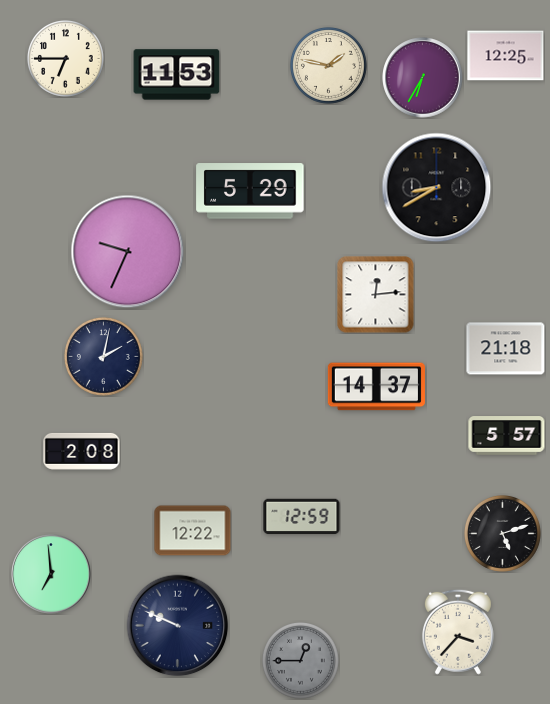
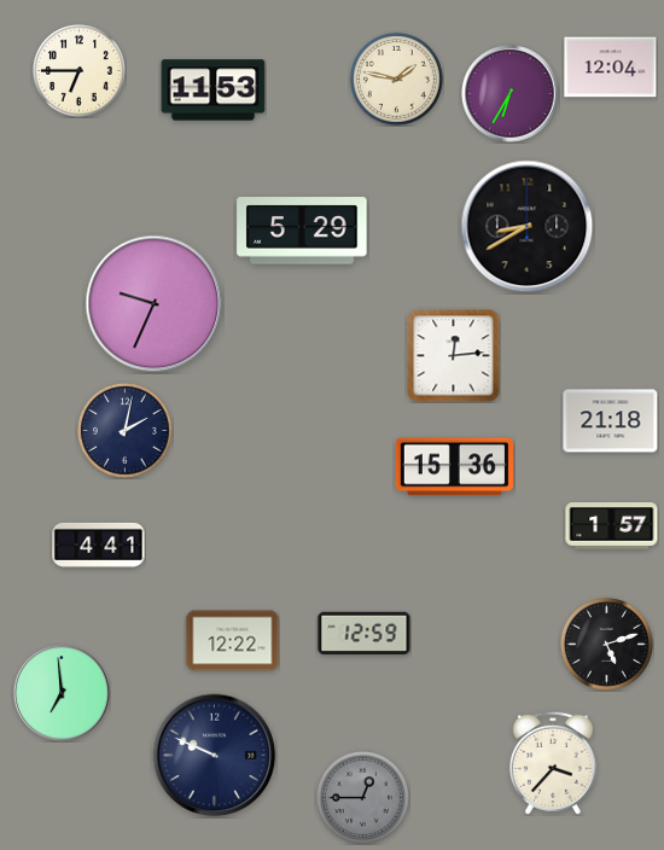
clock at (506, 56): 12:25 -> 12:04
clock at (376, 387): 14:37 -> 15:36
clock at (507, 436): 5:57 -> 1:57
clock at (82, 451): 2:08 -> 4:41
clock at (302, 517) position: (302, 517) -> (365, 634)
